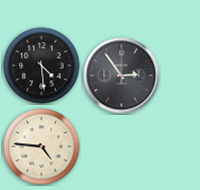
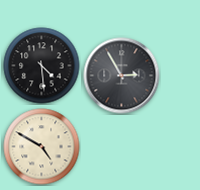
clock at (122, 76): 2:54 -> 2:55
clock at (42, 147): 4:46 -> 4:50
